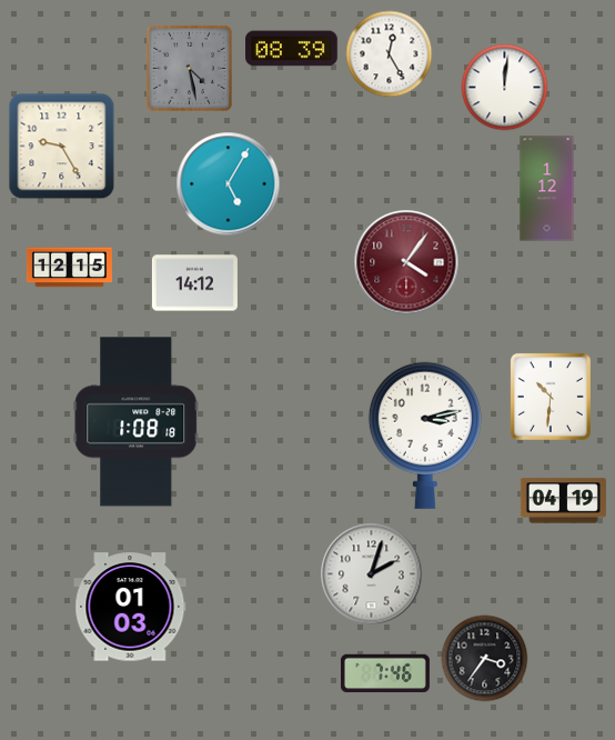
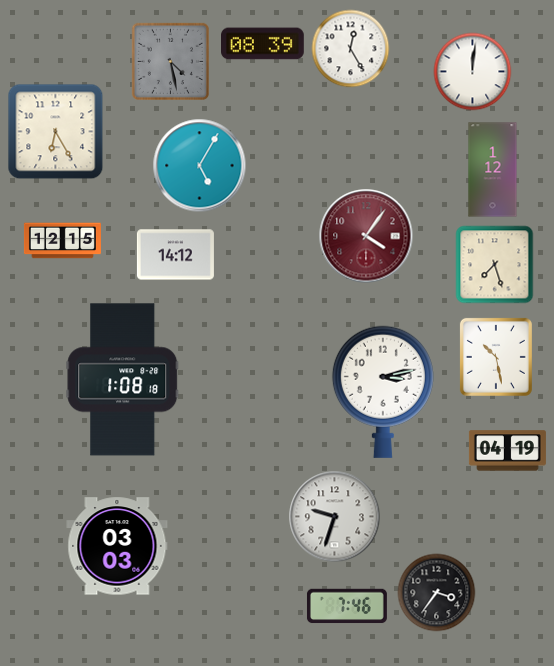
clock at (504, 87) position: (504, 87) -> (472, 71)
clock at (61, 146): 9:25 -> 6:25
clock at (228, 183) position: (228, 183) -> (199, 165)
clock at (494, 264): none -> 7:27
clock at (551, 397): 10:31 -> 10:28
clock at (371, 573): 2:03 -> 9:33
clock at (130, 607): 01:03 -> 03:03
